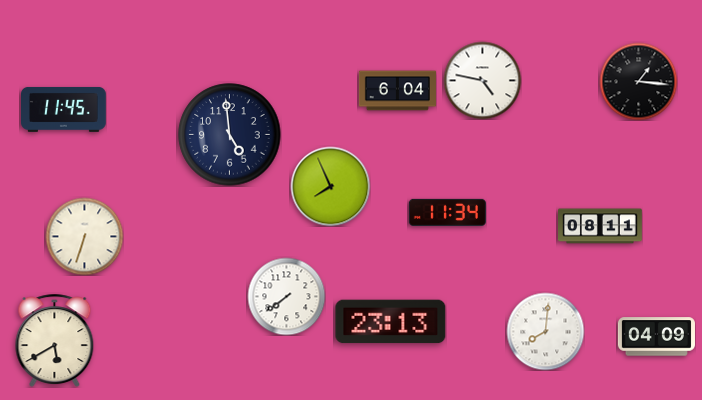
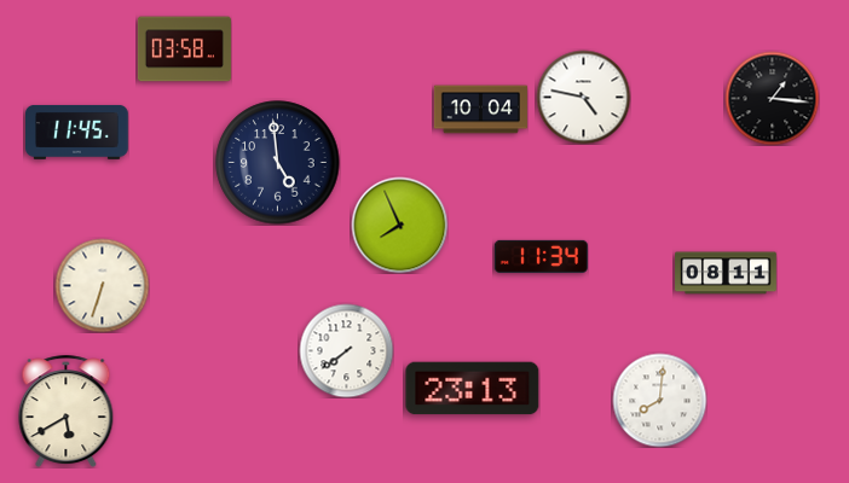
clock at (184, 50): none -> 03:58
clock at (397, 91): 6:04 -> 10:04
clock at (286, 296) position: (286, 296) -> (346, 350)
clock at (656, 337): 04:09 -> none
